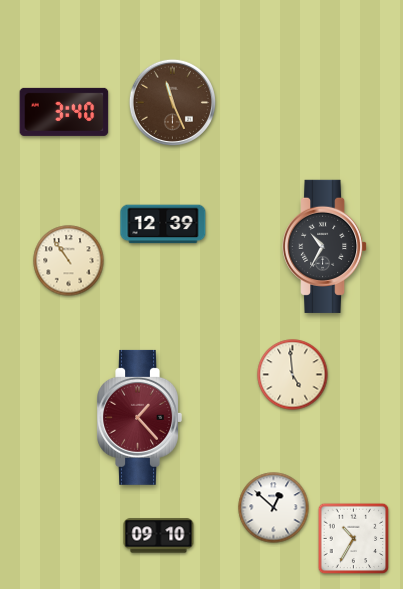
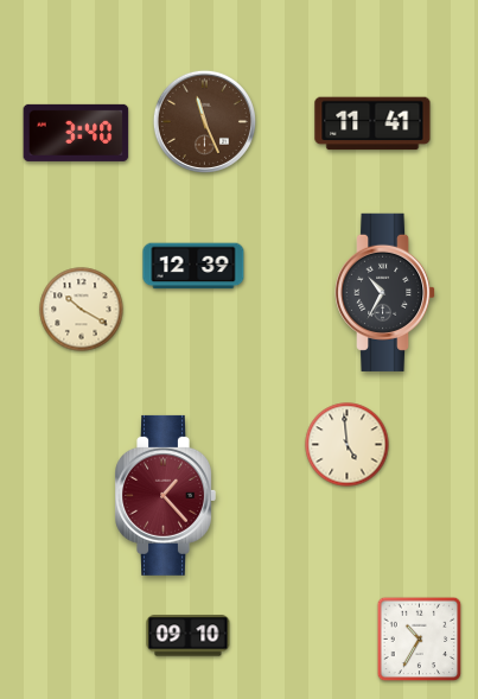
clock at (372, 123): none -> 11:41
clock at (69, 261): 10:54 -> 10:20
clock at (274, 508): 12:52 -> none
